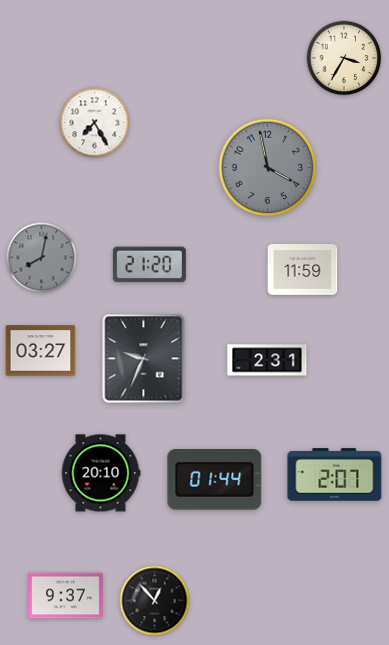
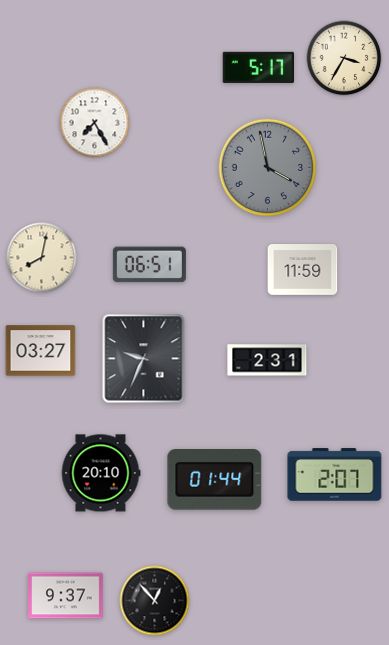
clock at (258, 67): none -> 5:17
clock at (42, 258) dial: grey -> cream
clock at (149, 265): 21:20 -> 06:51
